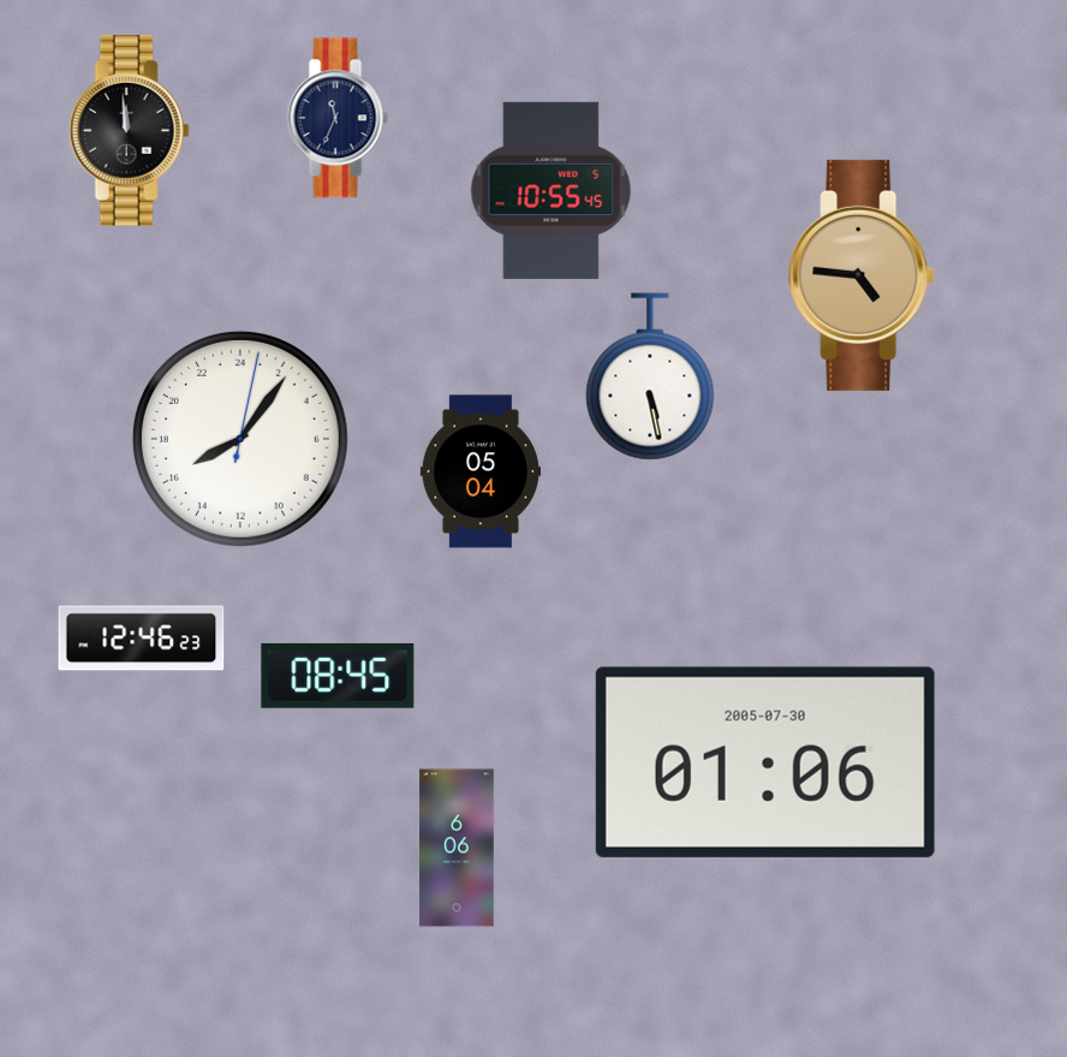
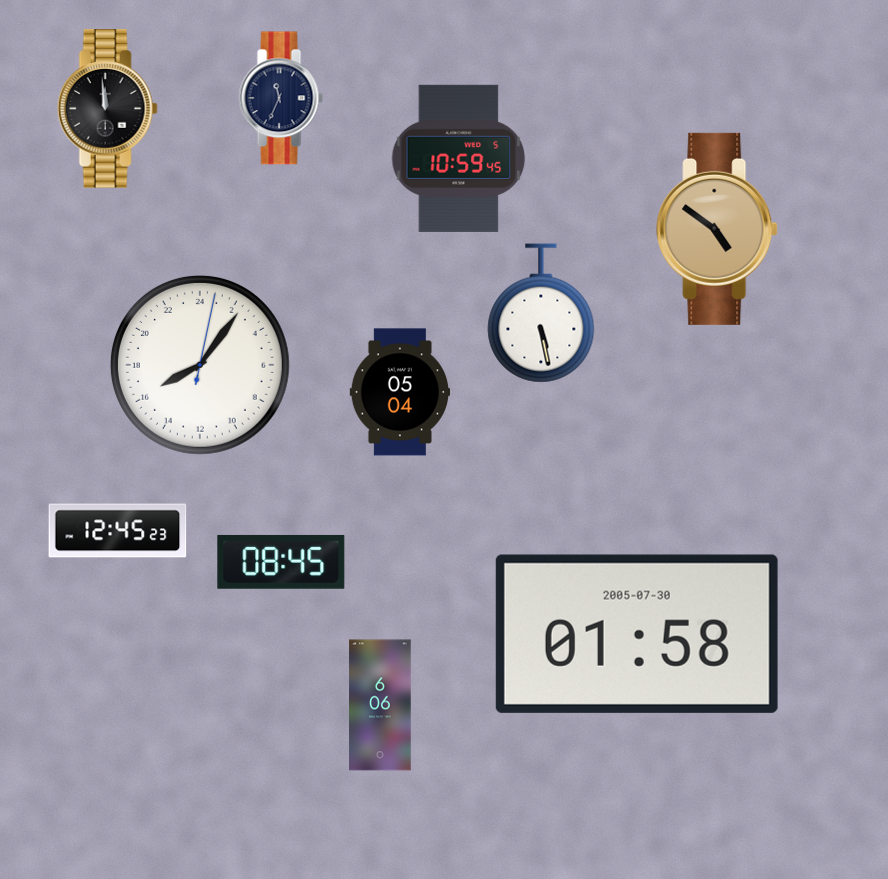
clock at (552, 190): 10:55 -> 10:59
clock at (862, 275): 4:46 -> 4:51
clock at (142, 639): 12:46 -> 12:45
clock at (765, 762): 01:06 -> 01:58
